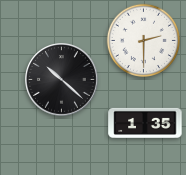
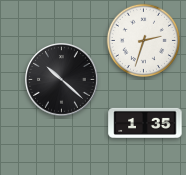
clock at (143, 40): 2:30 -> 2:33
